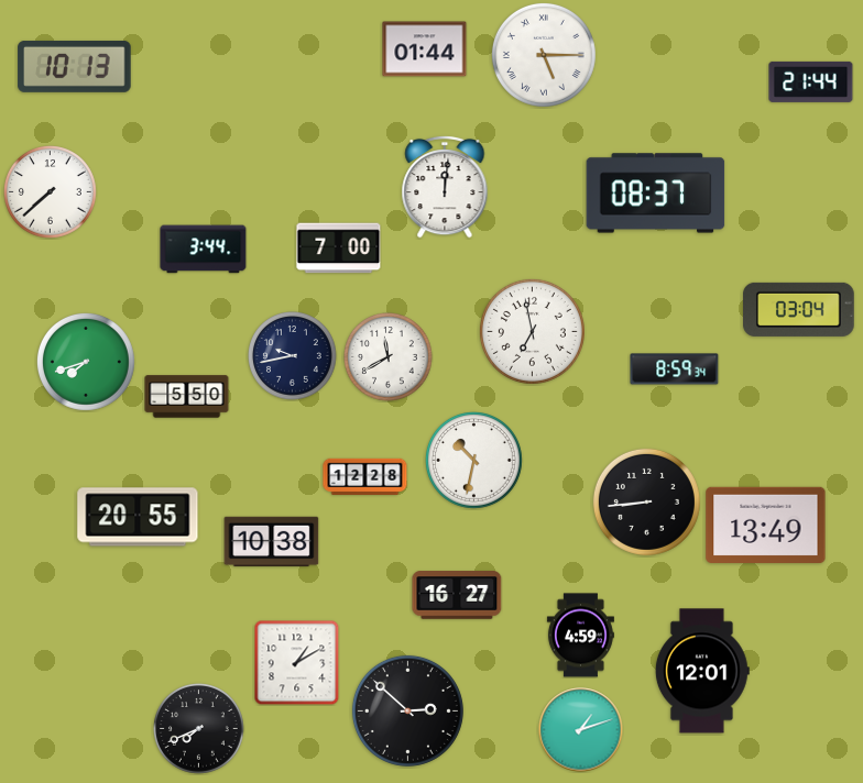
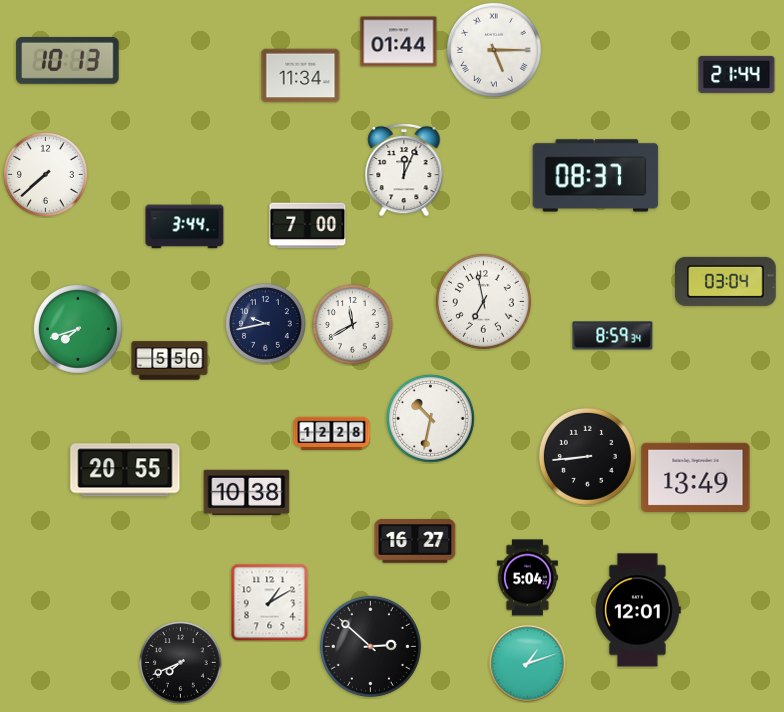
clock at (425, 49) position: (425, 49) -> (399, 42)
clock at (301, 76): none -> 11:34
clock at (445, 187): 12:01 -> 12:04
clock at (580, 636): 4:59 -> 5:04
